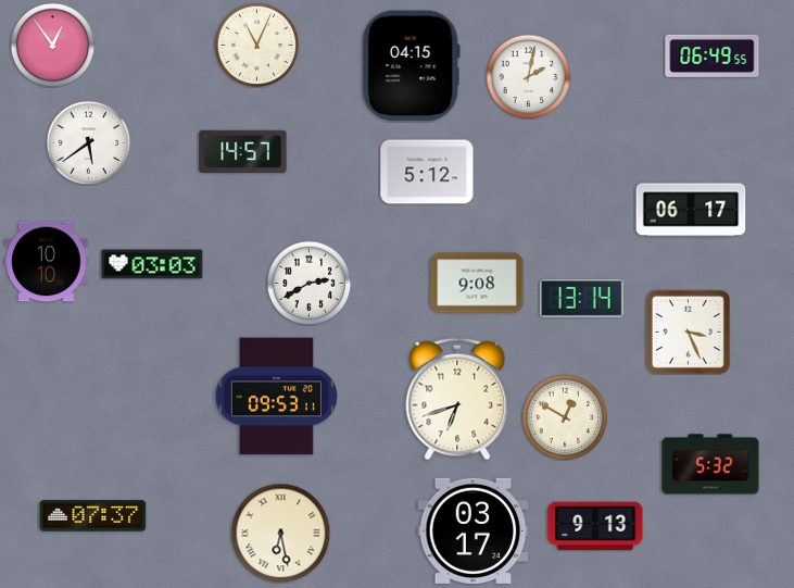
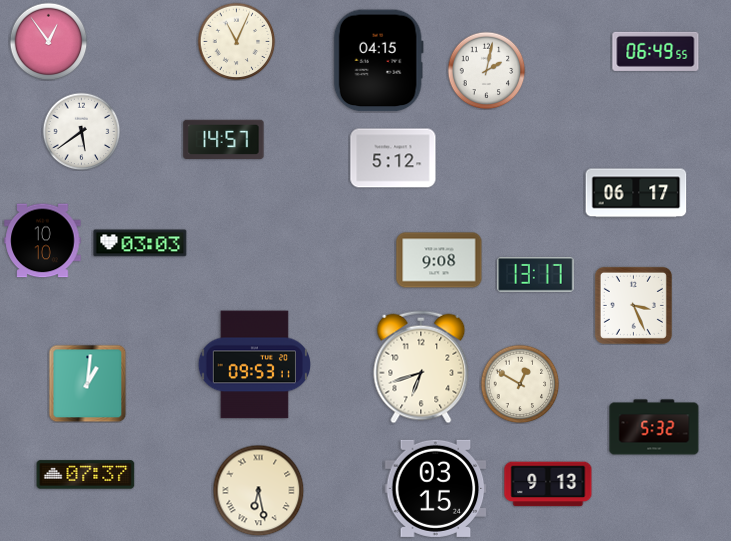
clock at (308, 283): 2:40 -> none
clock at (582, 299): 13:14 -> 13:17
clock at (87, 383): none -> 1:01
clock at (474, 530): 03:17 -> 03:15
